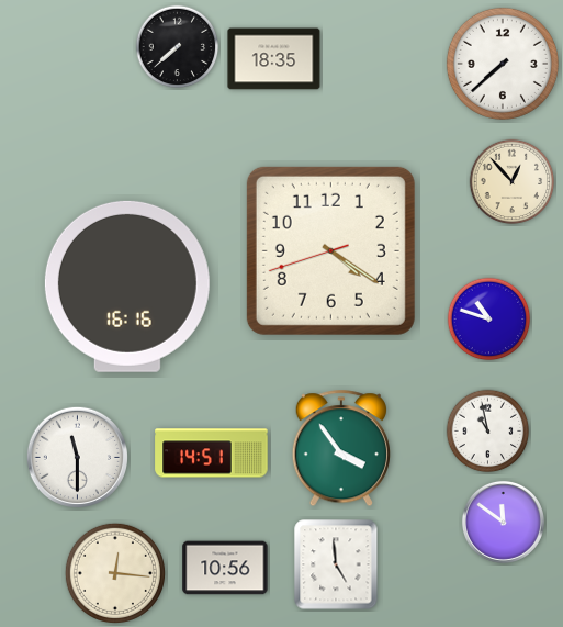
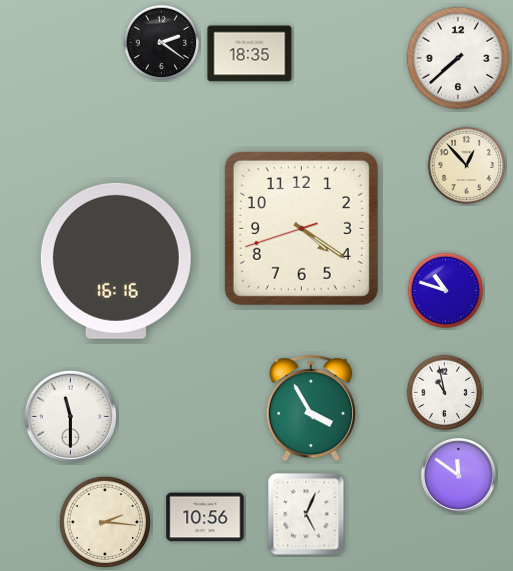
clock at (178, 47): 7:38 -> 2:21
clock at (341, 449): 3:54 -> 3:55
clock at (212, 454): 14:51 -> none
clock at (336, 564): 4:59 -> 5:04
clock at (115, 573): 12:16 -> 2:16
